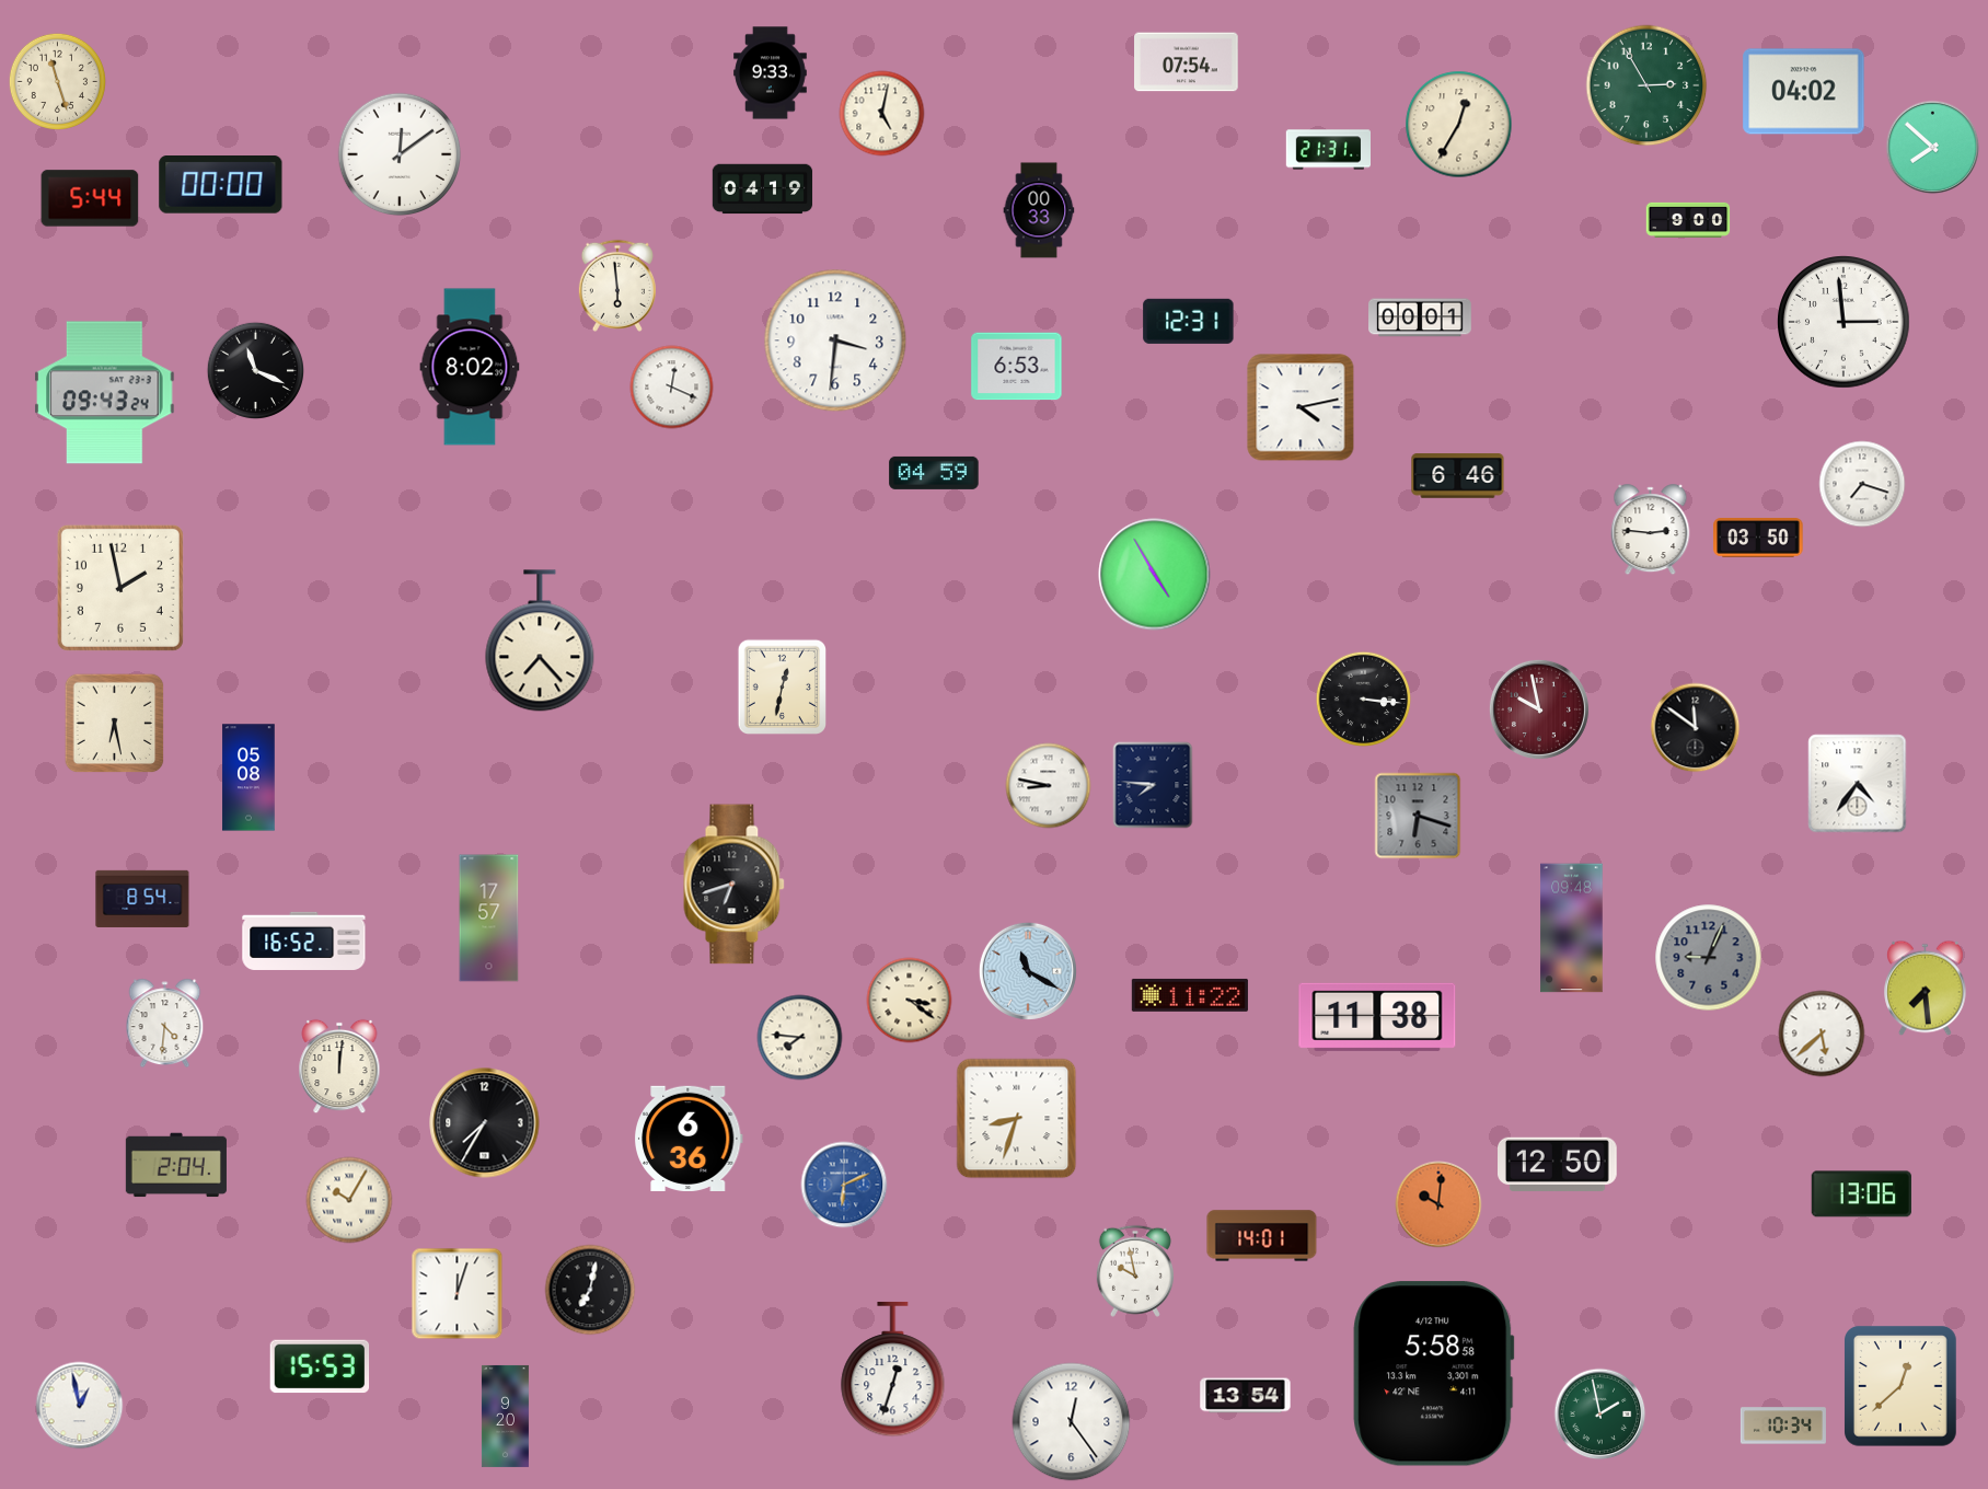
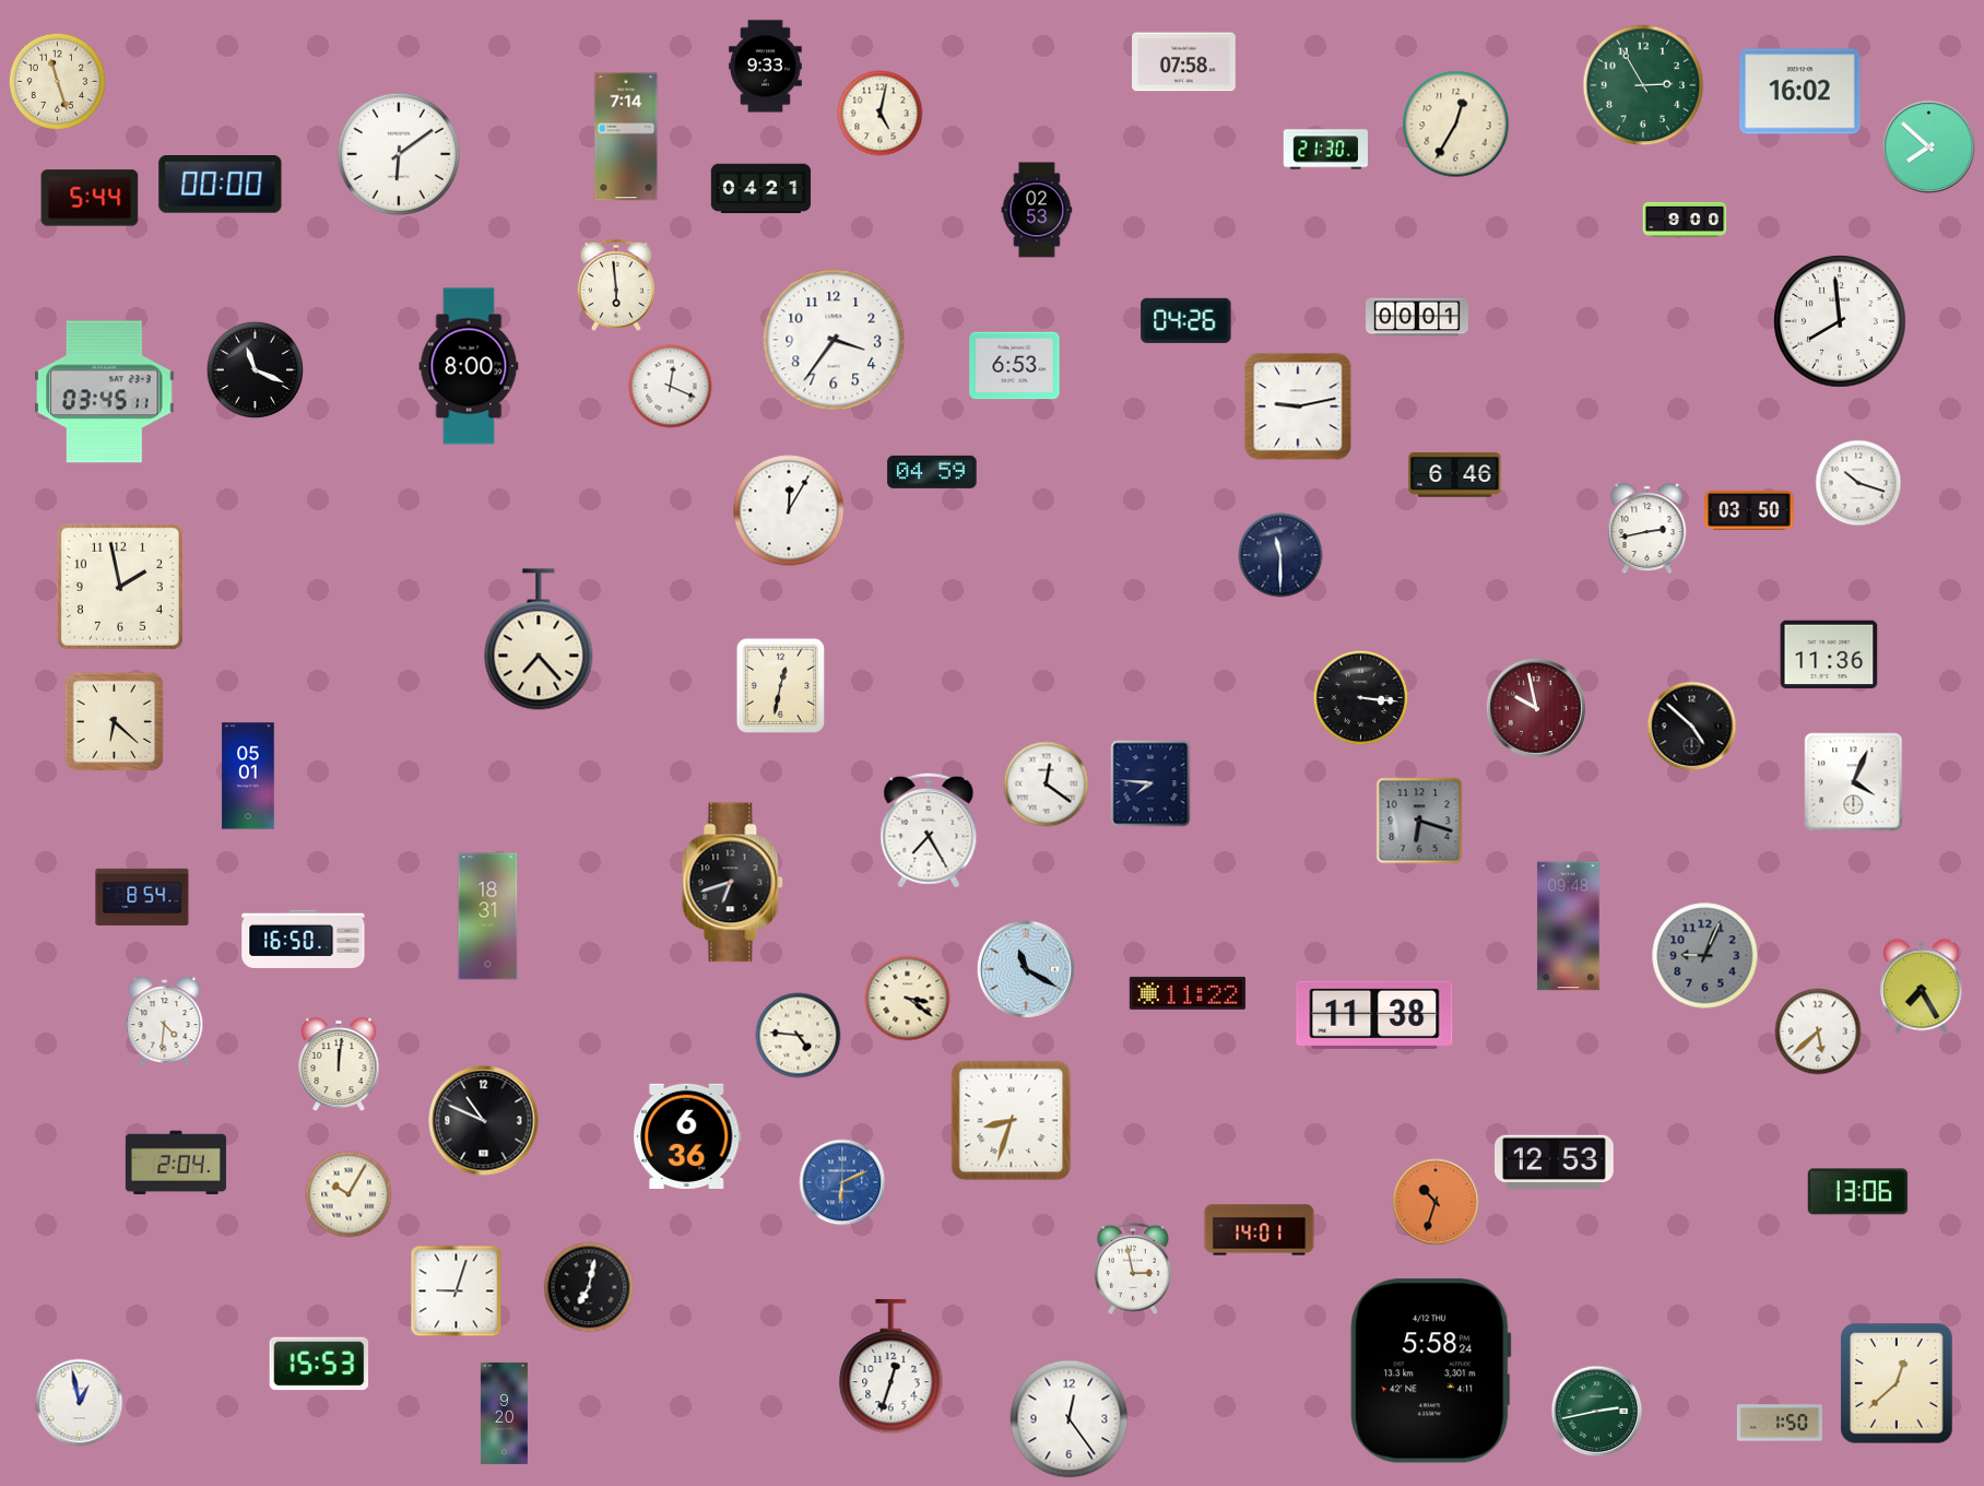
clock at (1187, 62): 07:54 -> 07:58
clock at (771, 73) position: (771, 73) -> (766, 67)
clock at (1804, 92): 04:02 -> 16:02
clock at (626, 137): none -> 7:14
clock at (1328, 150): 21:31 -> 21:30
clock at (400, 154): 12:09 -> 6:09
clock at (763, 189): 04:19 -> 04:21
clock at (1039, 210): 00:33 -> 02:53
clock at (1189, 321): 12:31 -> 04:26
clock at (1843, 322): 2:59 -> 7:59
clock at (835, 340): 3:31 -> 3:36
clock at (470, 367): 8:02 -> 8:00
clock at (105, 393): 09:43 -> 03:45
clock at (1301, 407): 4:13 -> 9:13
clock at (1862, 484): 7:18 -> 10:18
clock at (789, 510): none -> 12:05
clock at (1651, 530): 2:46 -> 2:43
clock at (1758, 538) position: (1758, 538) -> (1749, 510)
clock at (1280, 555): none -> 11:30
clock at (1155, 575): 4:55 -> none
clock at (1829, 654): none -> 11:36
clock at (115, 724): 6:28 -> 6:22
clock at (1696, 728): 11:51 -> 4:52
clock at (248, 777): 05:08 -> 05:01
clock at (1858, 784): 4:36 -> 4:04
clock at (1049, 786): 8:47 -> 12:21
clock at (1418, 816) position: (1418, 816) -> (1419, 821)
clock at (929, 830): none -> 7:25
clock at (489, 919): 17:57 -> 18:31
clock at (304, 940): 16:52 -> 16:50
clock at (1926, 989): 7:29 -> 7:25
clock at (800, 1038): 7:46 -> 4:46
clock at (1017, 1119) position: (1017, 1119) -> (1012, 1121)
clock at (485, 1123): 7:35 -> 10:49
clock at (1558, 1165): 12:50 -> 12:53
clock at (349, 1200) position: (349, 1200) -> (349, 1194)
clock at (1438, 1204): 10:01 -> 10:33
clock at (1262, 1236) position: (1262, 1236) -> (1260, 1230)
clock at (1135, 1271): 9:58 -> 2:58
clock at (458, 1294): 12:03 -> 9:03
clock at (1434, 1374): 5:58:58 -> 5:58:24
clock at (1246, 1396): 13:54 -> none
clock at (1600, 1415): 1:58 -> 2:43
clock at (1783, 1425): 10:34 -> 1:50
